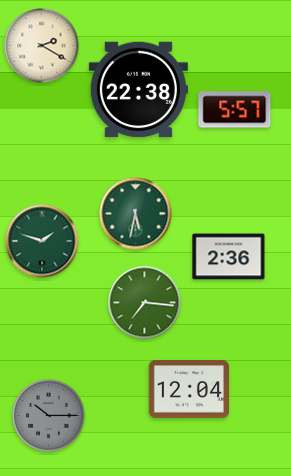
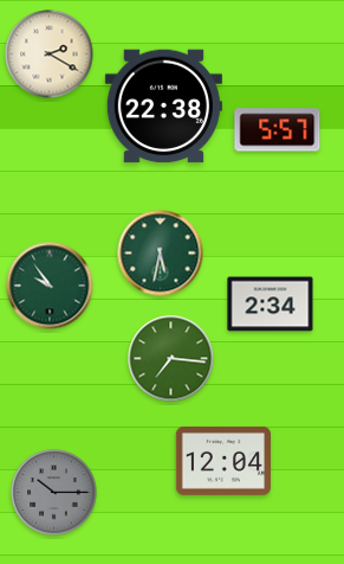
clock at (42, 241): 1:48 -> 9:54
clock at (229, 257): 2:36 -> 2:34
clock at (49, 416) position: (49, 416) -> (54, 493)
